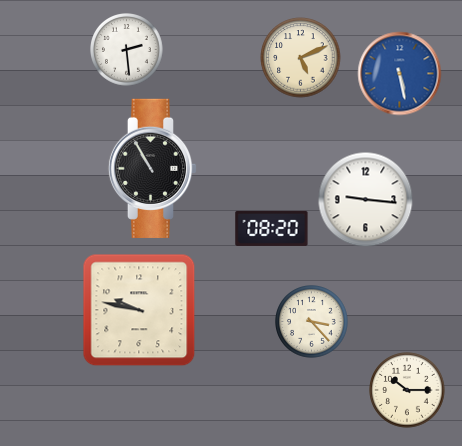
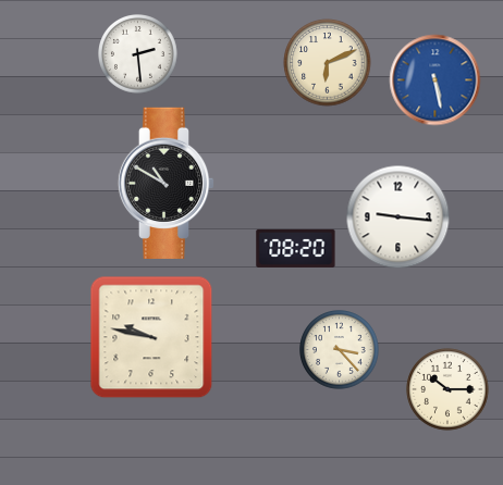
clock at (301, 58): 5:11 -> 6:11
clock at (153, 168): 10:55 -> 10:50
clock at (407, 390) position: (407, 390) -> (447, 389)
